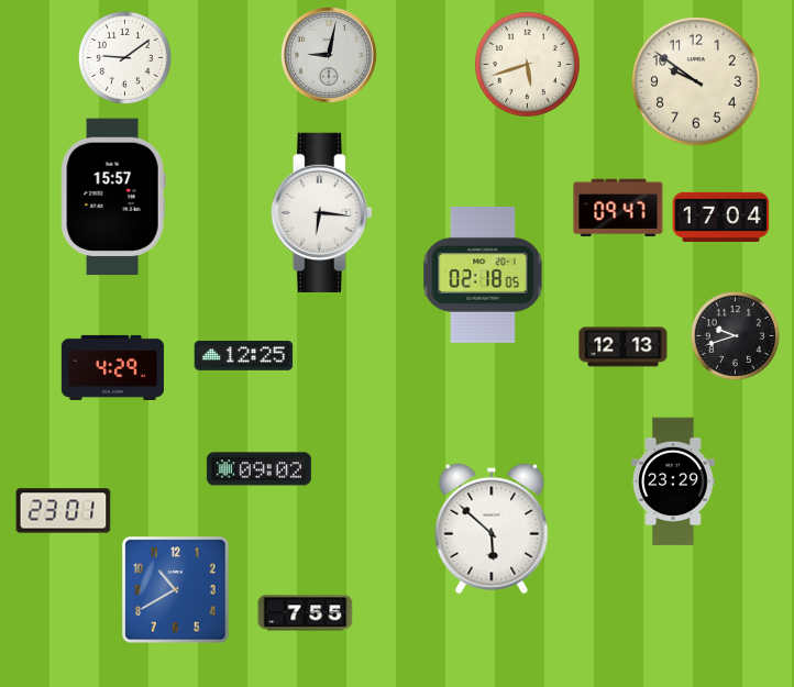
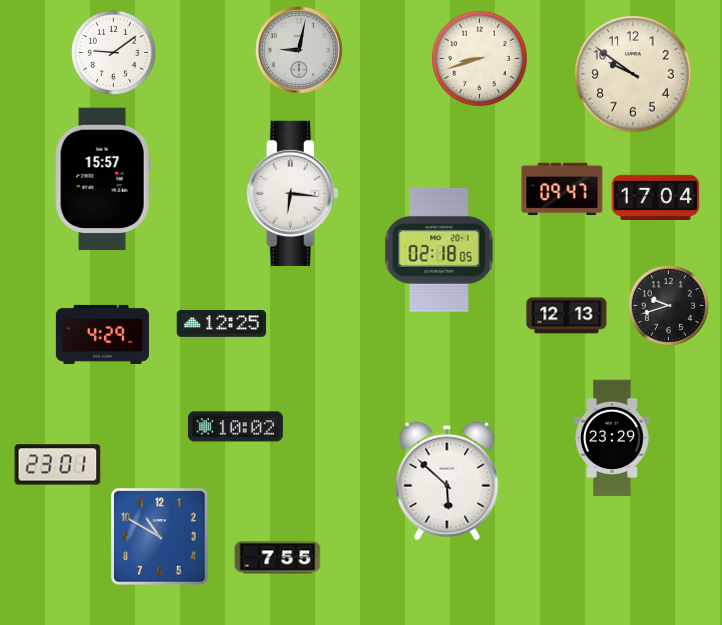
clock at (527, 64): 5:42 -> 8:42
clock at (258, 469): 09:02 -> 10:02
clock at (176, 590): 10:40 -> 10:50
